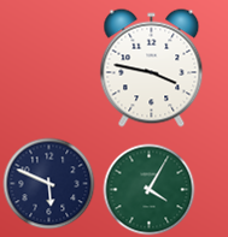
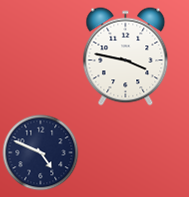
clock at (49, 184): 5:49 -> 4:49
clock at (150, 190): 4:05 -> none
